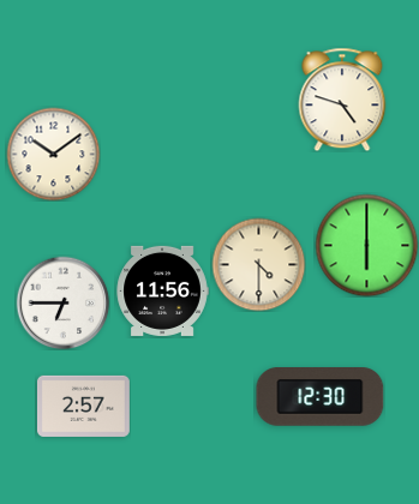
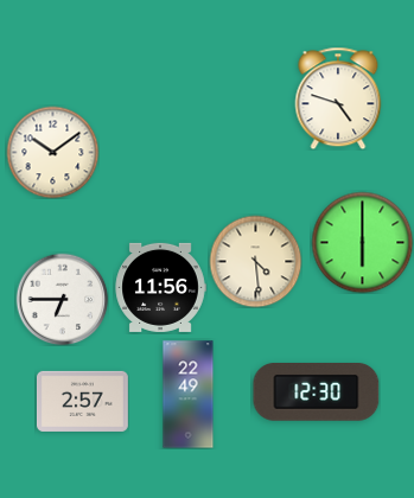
clock at (258, 264): 4:30 -> 4:29
clock at (189, 395): none -> 22:49
